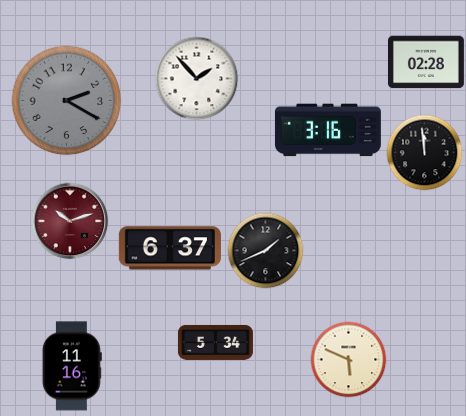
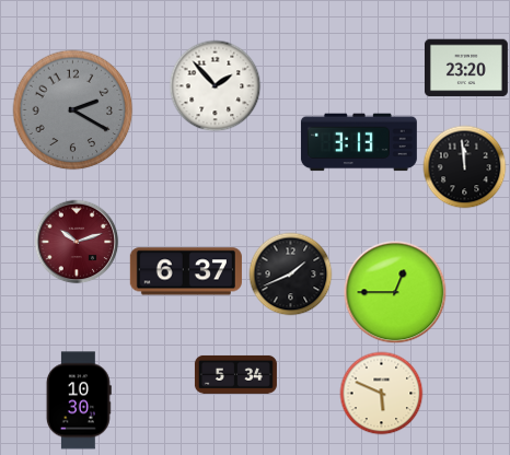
clock at (426, 62): 02:28 -> 23:20
clock at (328, 130): 3:16 -> 3:13
clock at (395, 292): none -> 12:45
clock at (72, 366): 11:16 -> 10:30
